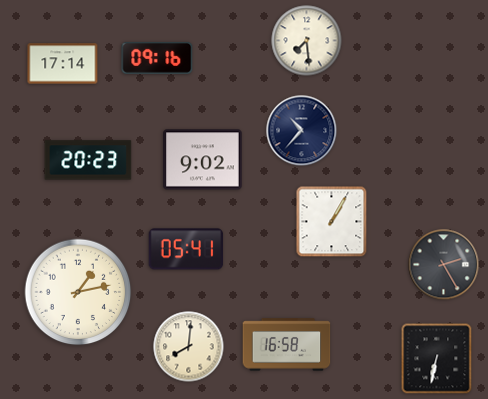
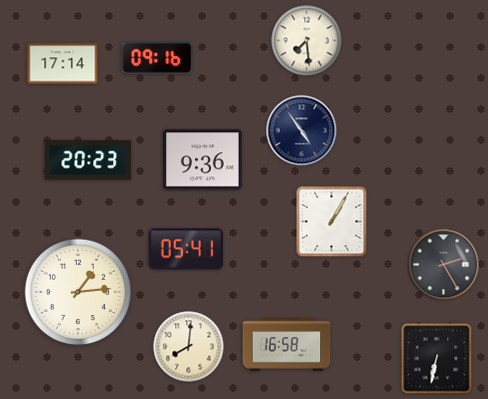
clock at (302, 131): 10:37 -> 4:54
clock at (203, 160): 9:02 -> 9:36
clock at (78, 292): 1:13 -> 1:14
